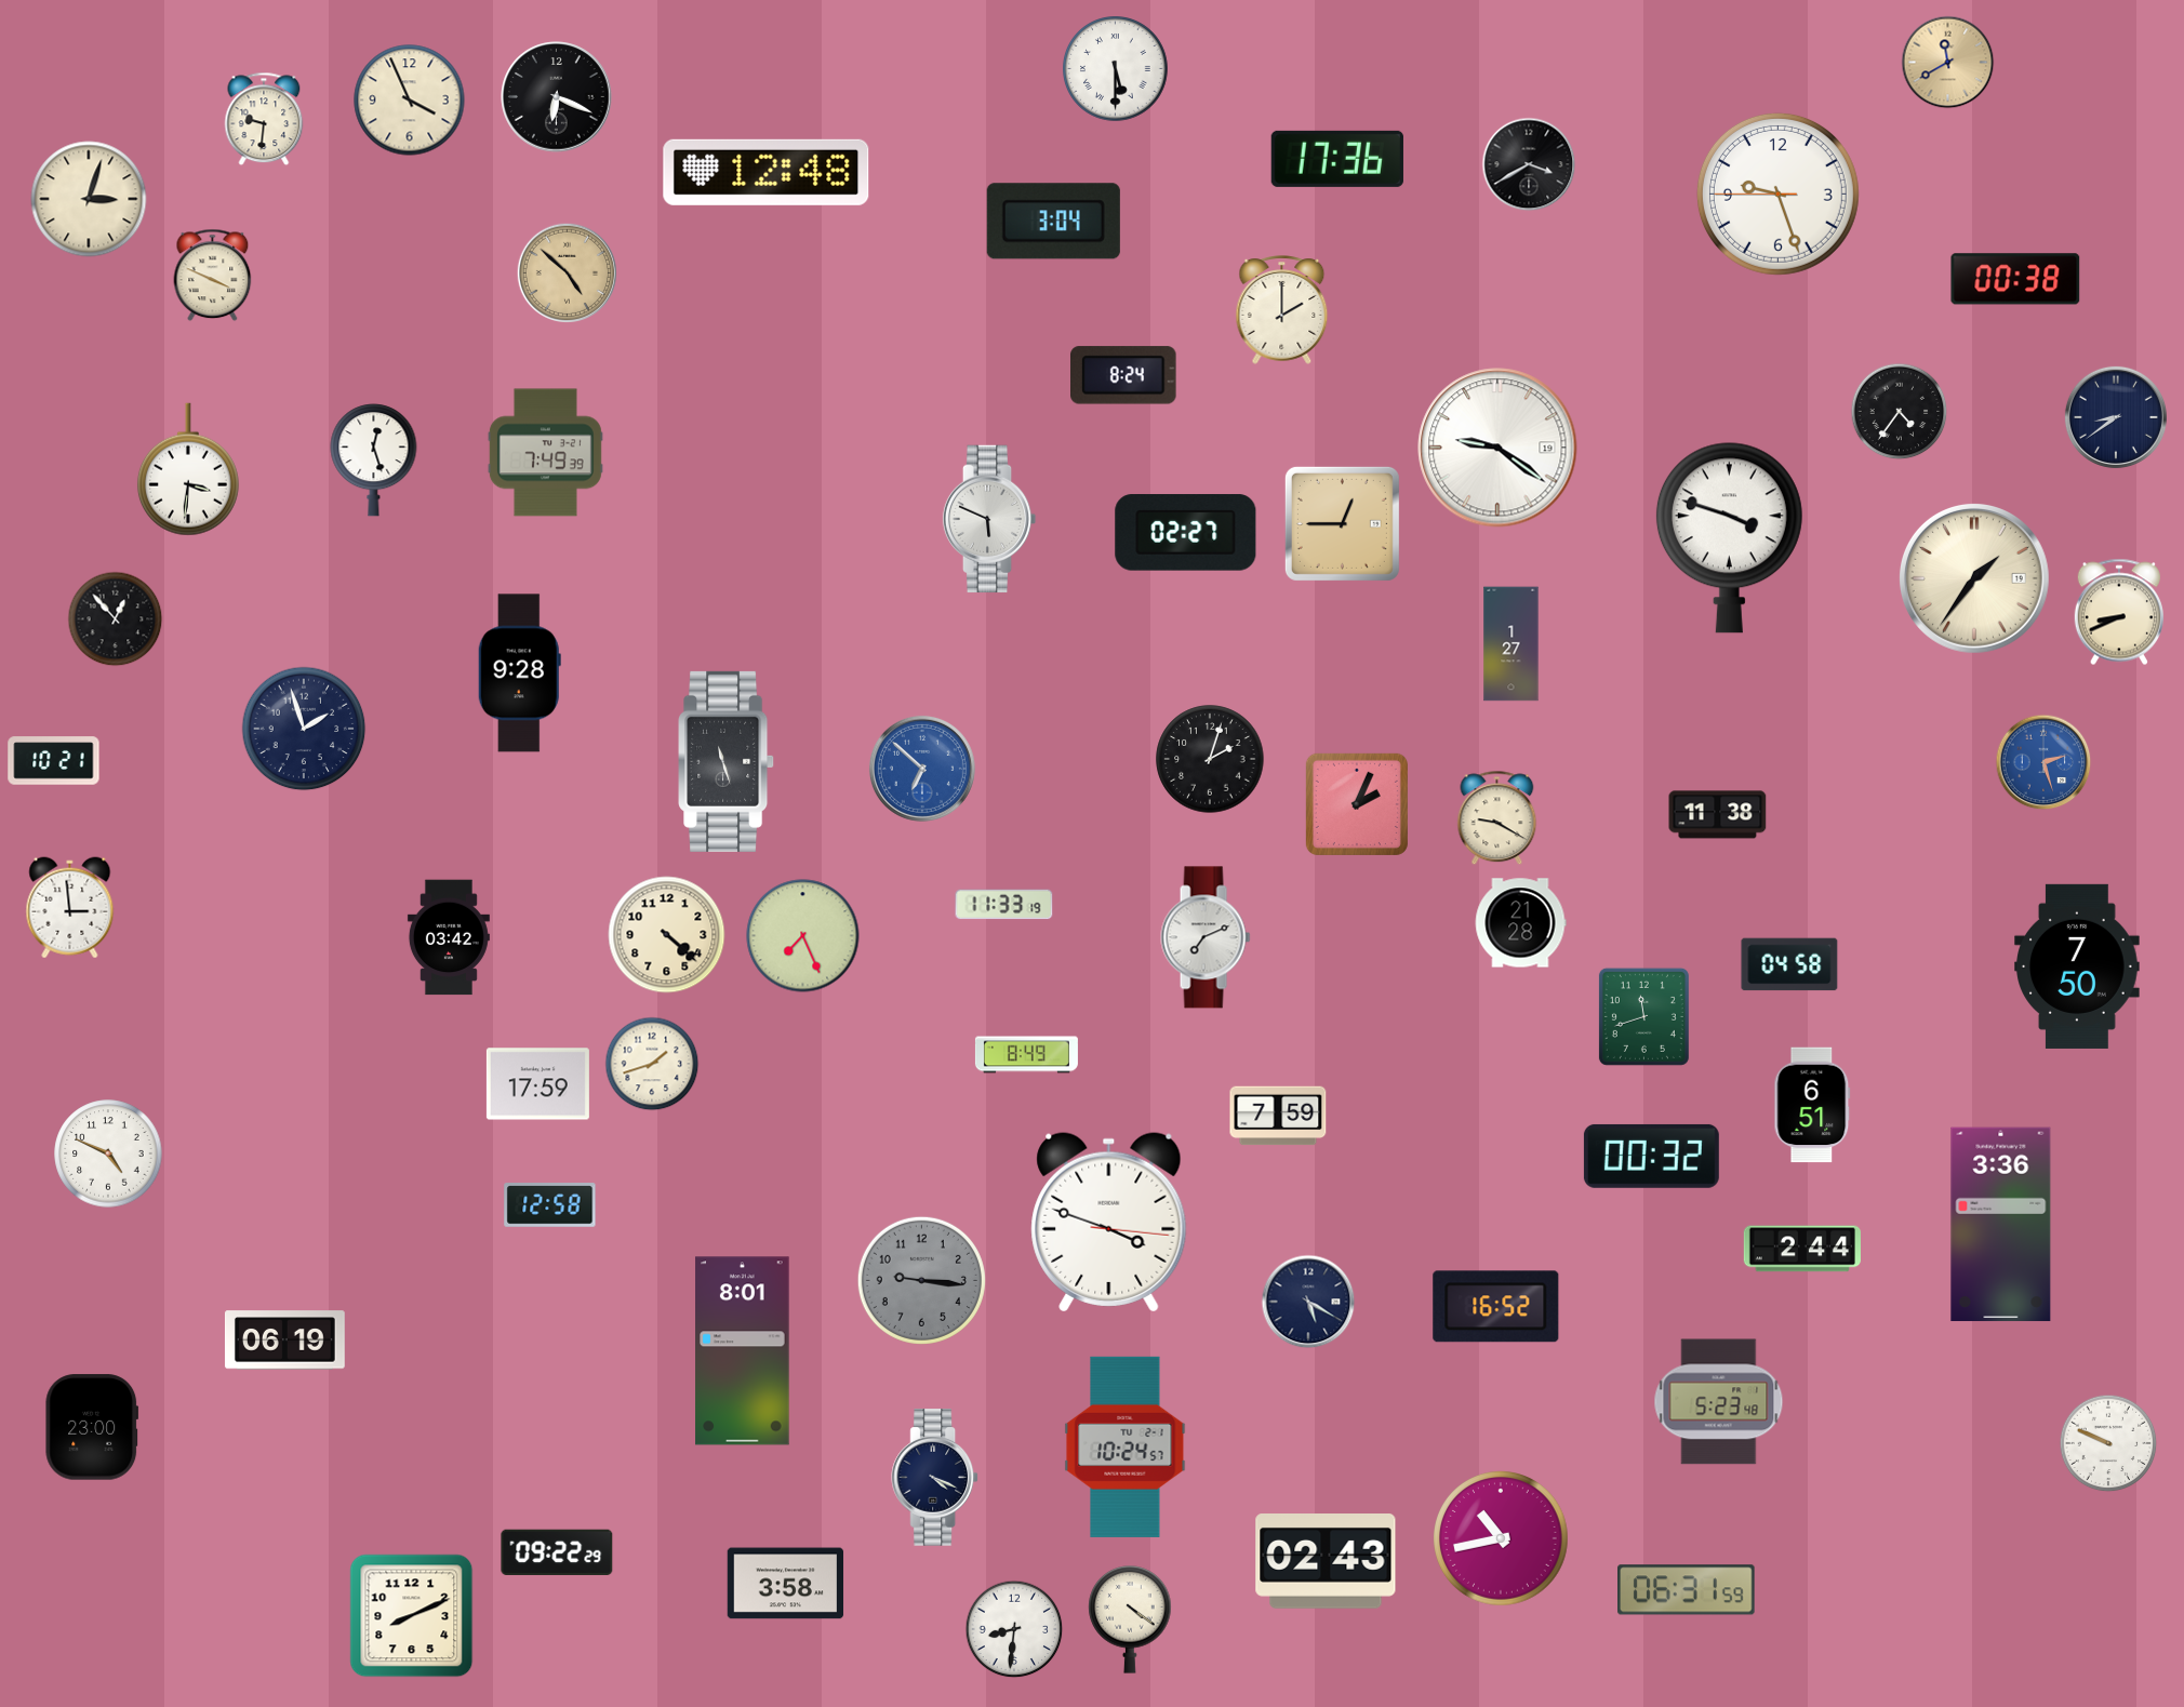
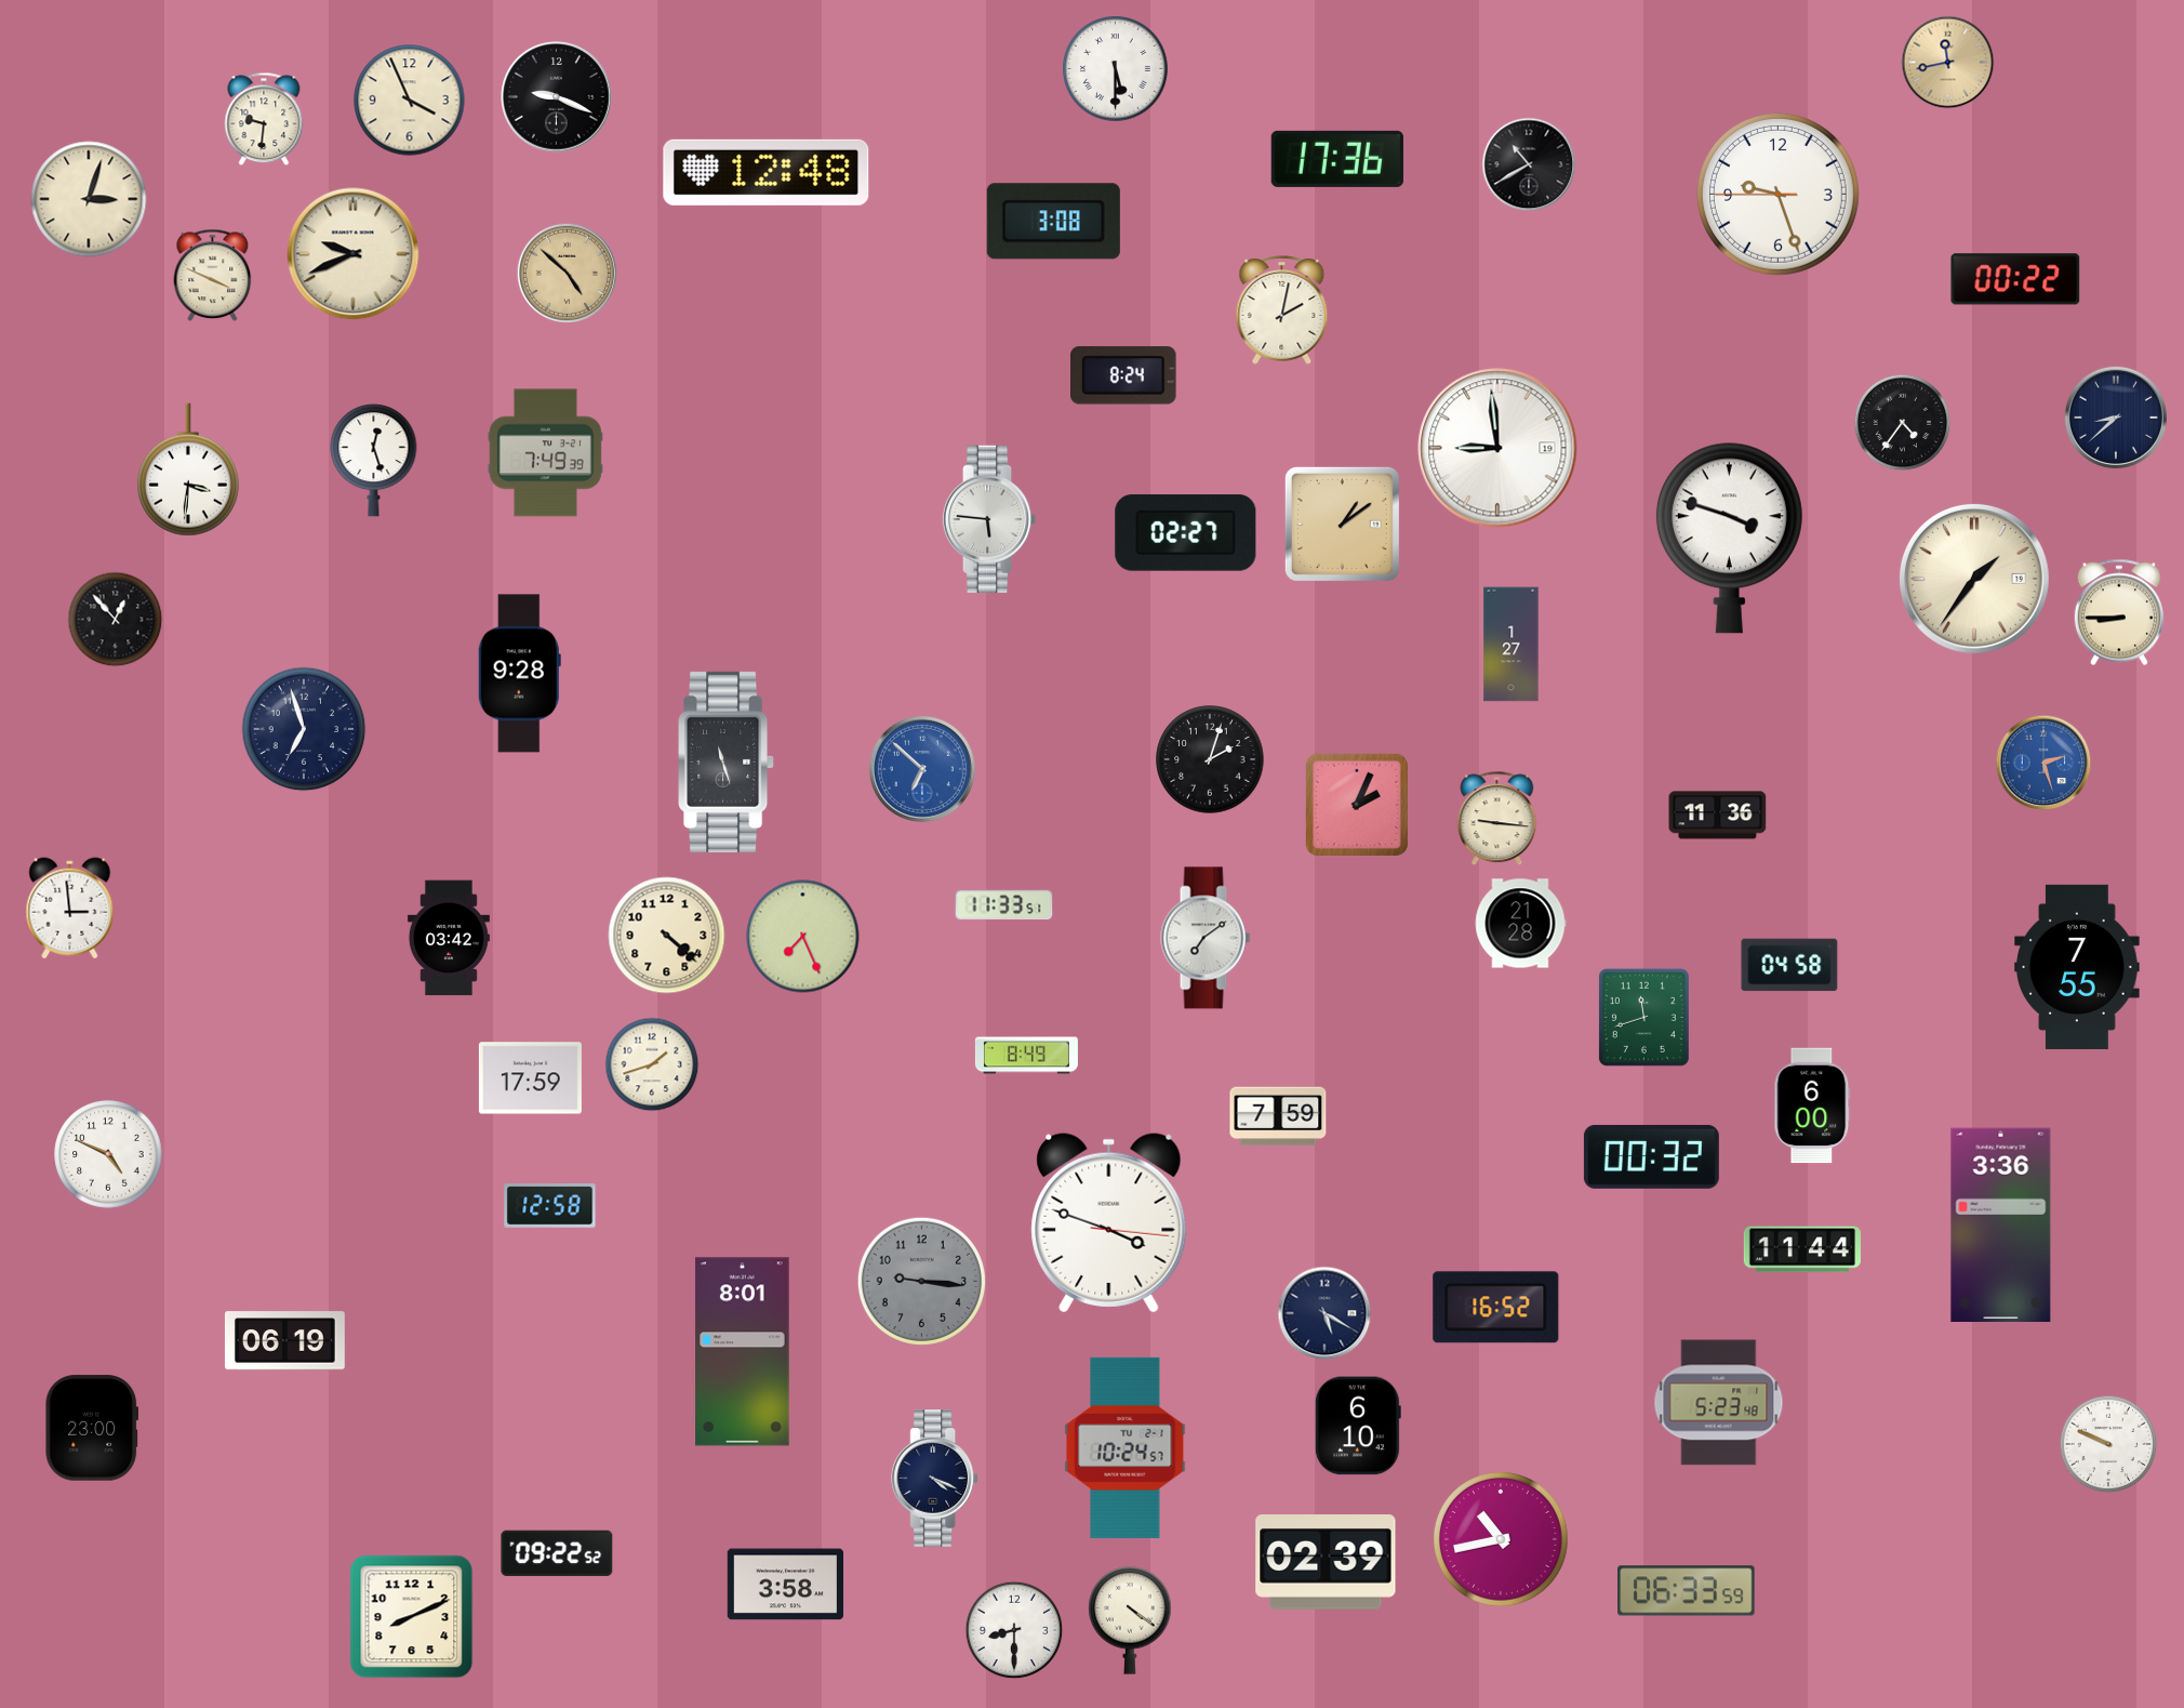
clock at (1948, 63): 11:40 -> 11:43
clock at (557, 97): 6:19 -> 9:19
clock at (1529, 164): 3:40 -> 10:40
clock at (1053, 222): 3:04 -> 3:08
clock at (354, 254): none -> 9:41
clock at (2015, 279): 00:38 -> 00:22
clock at (1282, 310): 2:00 -> 2:02
clock at (1900, 412) position: (1900, 412) -> (1903, 423)
clock at (2116, 417): 8:39 -> 8:38
clock at (1497, 448): 9:21 -> 8:59
clock at (989, 519): 5:49 -> 5:46
clock at (1342, 523): 12:45 -> 1:09
clock at (2119, 612): 8:41 -> 8:45
clock at (304, 729): 1:57 -> 6:57
clock at (54, 761): 10:21 -> none
clock at (1718, 815): 11:38 -> 11:36
clock at (1497, 818): 9:20 -> 9:16
clock at (1004, 905): 11:33:19 -> 11:33:51
clock at (1206, 937): 7:11 -> 7:09
clock at (2077, 966): 7:50 -> 7:55
clock at (537, 1084) position: (537, 1084) -> (530, 1078)
clock at (1812, 1105): 6:51 -> 6:00
clock at (1802, 1249): 2:44 -> 11:44
clock at (1308, 1302) position: (1308, 1302) -> (1324, 1313)
clock at (1358, 1426): none -> 6:10
clock at (557, 1552): 09:22:29 -> 09:22:52
clock at (1326, 1562): 02:43 -> 02:39
clock at (1687, 1590): 06:31 -> 06:33
clock at (1014, 1629): 8:31 -> 8:30
